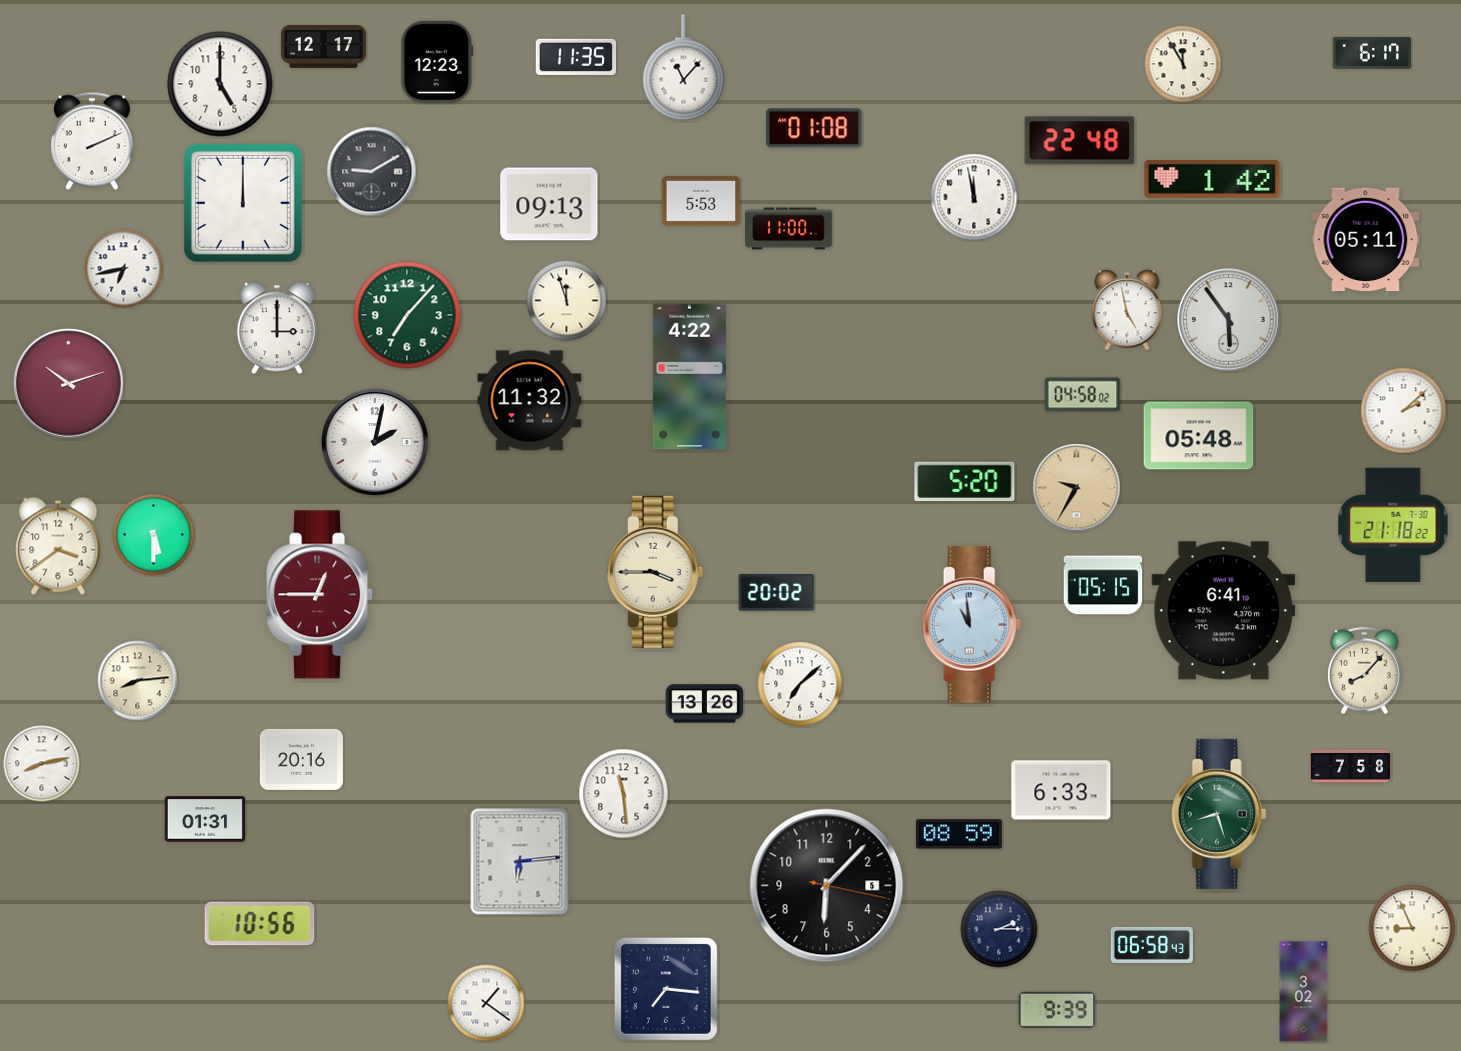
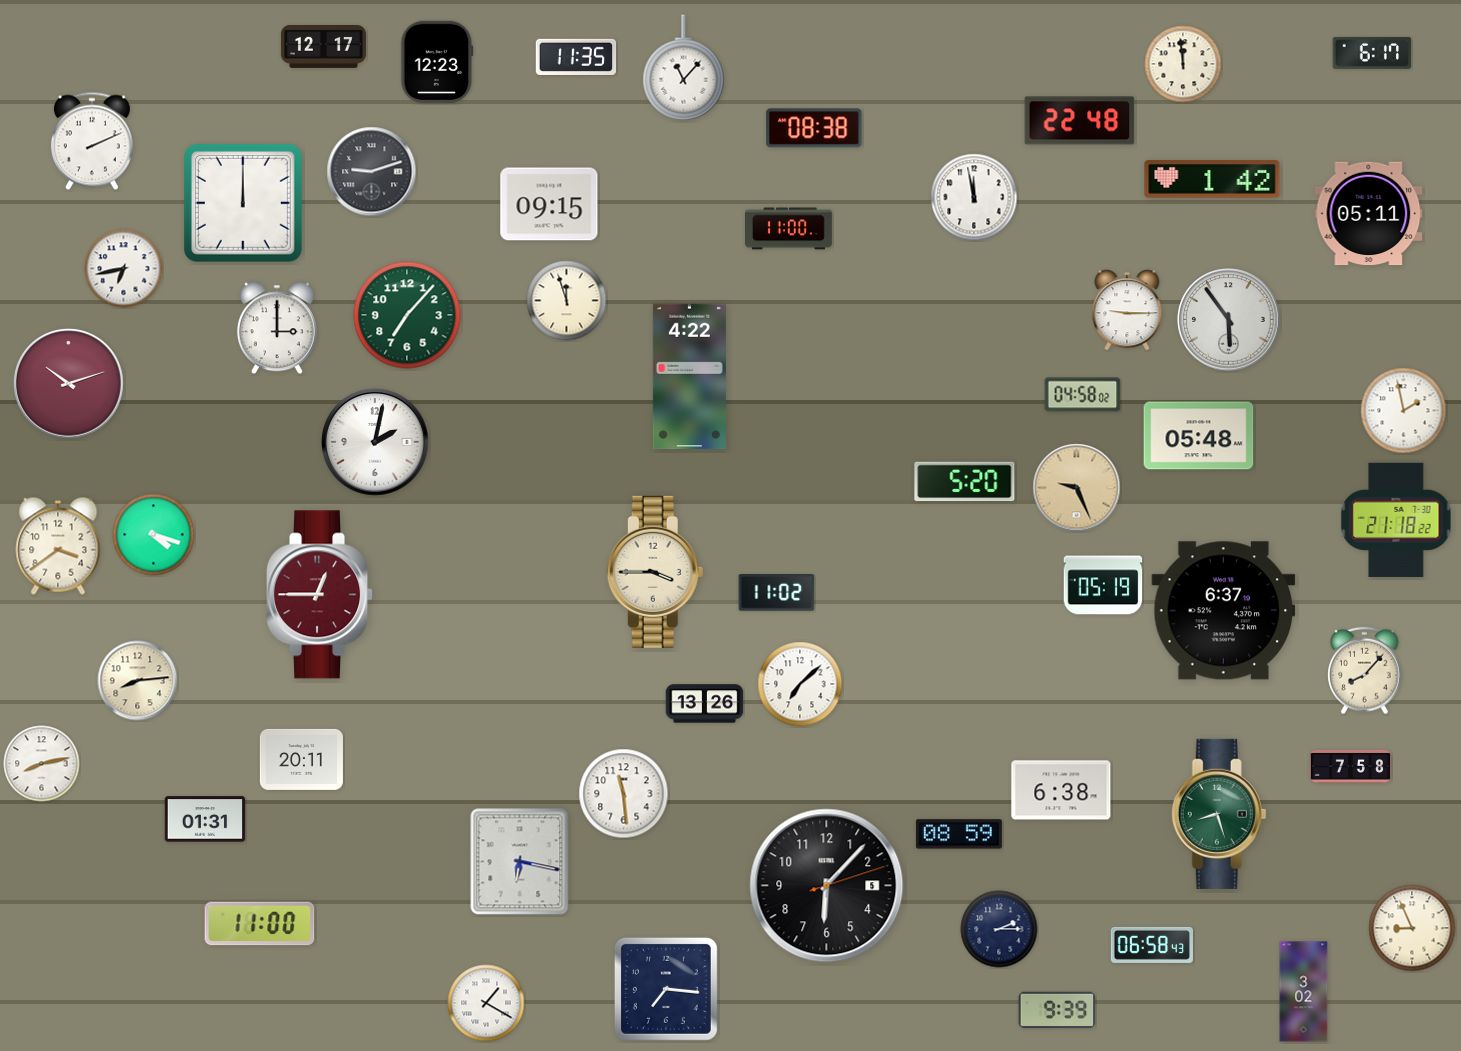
clock at (1183, 64): 11:55 -> 11:59
clock at (220, 84): 5:00 -> none
clock at (814, 128): 01:08 -> 08:38
clock at (1080, 141) position: (1080, 141) -> (1080, 121)
clock at (372, 172): 9:10 -> 9:12
clock at (701, 201): 5:53 -> none
clock at (549, 204): 09:13 -> 09:15
clock at (1366, 240) position: (1366, 240) -> (1369, 214)
clock at (1127, 310): 4:58 -> 9:15
clock at (530, 401): 11:32 -> none
clock at (1404, 411): 2:08 -> 1:58
clock at (1077, 488): 9:35 -> 9:26
clock at (1393, 525) position: (1393, 525) -> (1396, 520)
clock at (154, 535): 5:30 -> 4:18
clock at (1103, 585): 05:15 -> 05:19
clock at (777, 593): 20:02 -> 11:02
clock at (1224, 611): 6:41 -> 6:37
clock at (972, 625): 10:59 -> none
clock at (301, 759): 20:16 -> 20:11
clock at (1061, 790): 6:33 -> 6:38
clock at (520, 862): 6:14 -> 6:17
clock at (827, 886): 6:07:17 -> 6:07:12
clock at (260, 924): 10:56 -> 11:00
clock at (486, 1003): 1:21 -> 1:20
